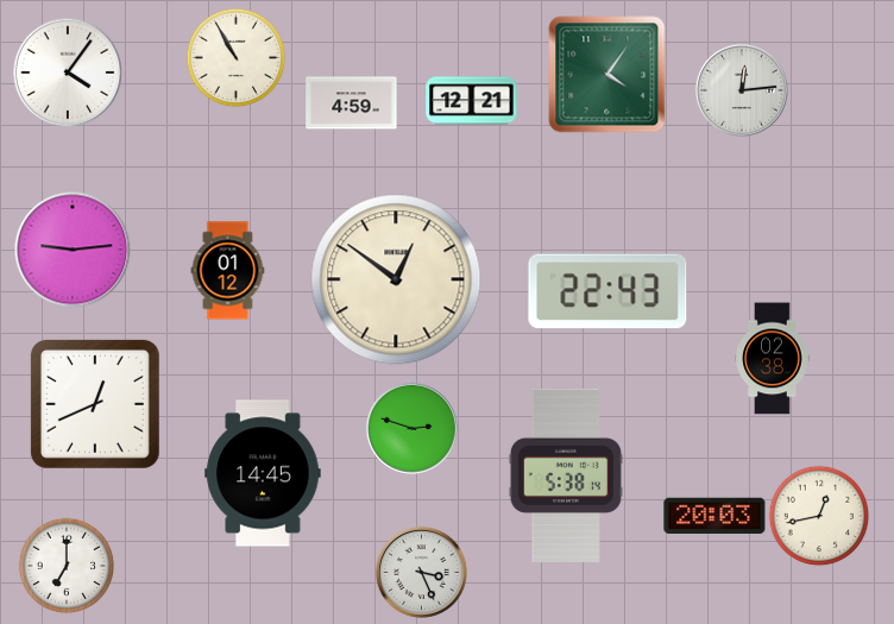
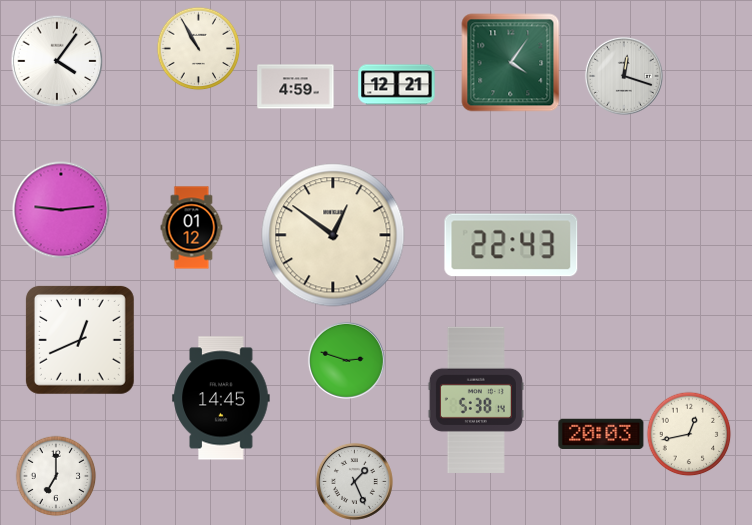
clock at (742, 90): 12:14 -> 12:18
clock at (773, 359): 02:38 -> none
clock at (421, 572): 3:26 -> 1:26
